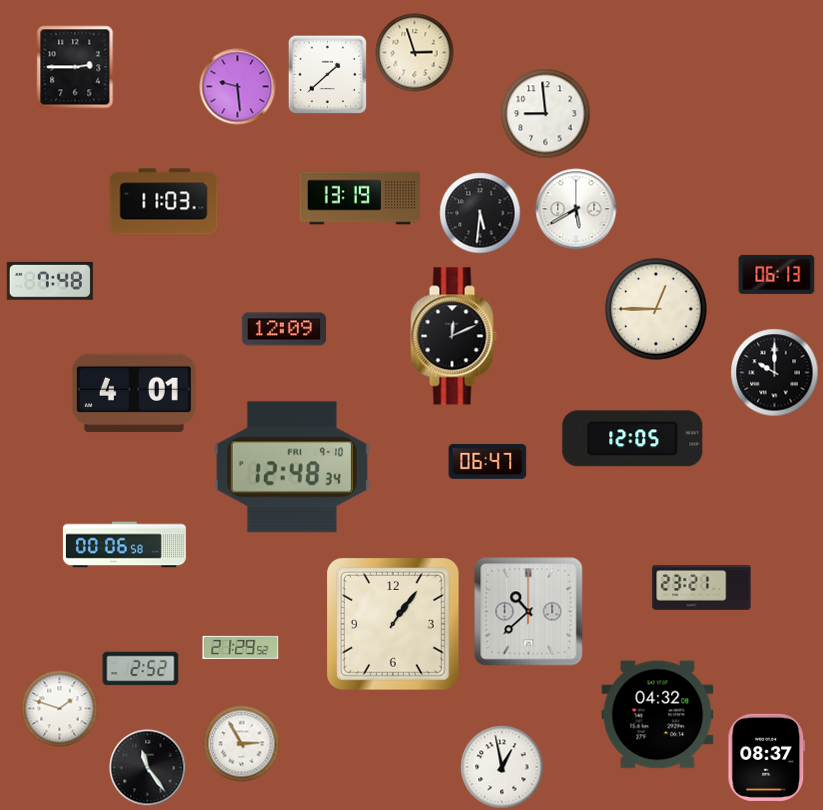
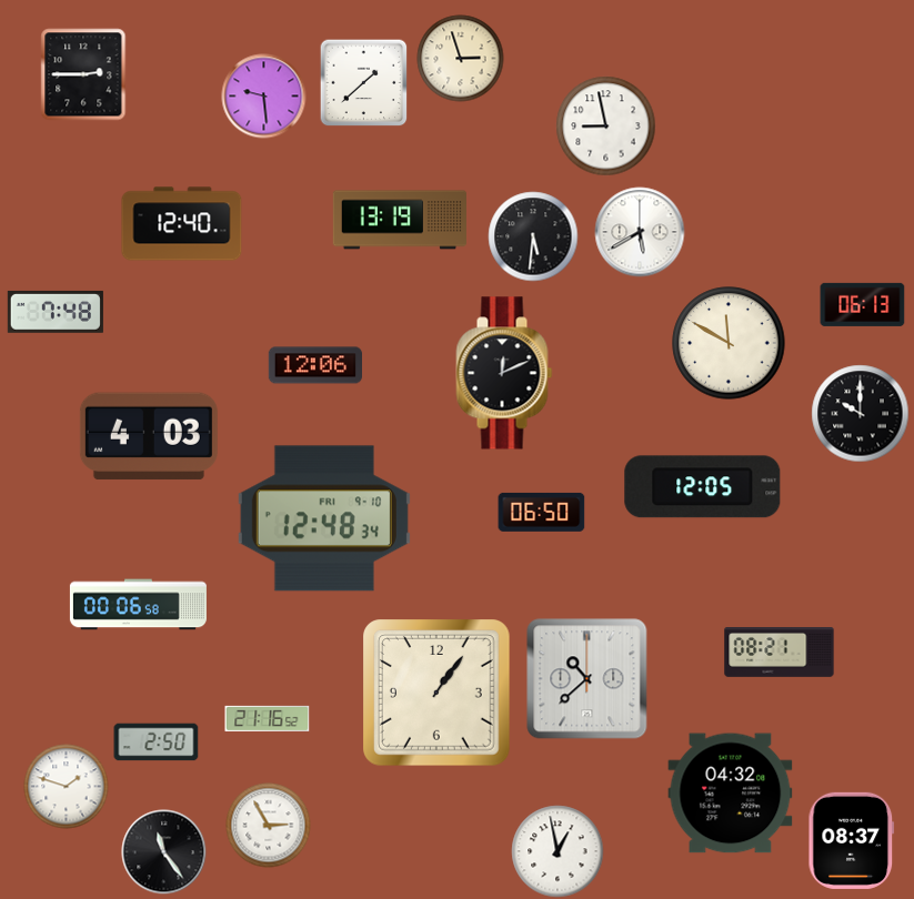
clock at (546, 114): 8:59 -> 8:58
clock at (164, 202): 11:03 -> 12:40
clock at (656, 309): 12:45 -> 11:50
clock at (283, 329): 12:09 -> 12:06
clock at (134, 393): 4:01 -> 4:03
clock at (488, 461): 06:47 -> 06:50
clock at (702, 588): 23:21 -> 08:21
clock at (241, 647): 21:29 -> 21:16
clock at (141, 669): 2:52 -> 2:50
